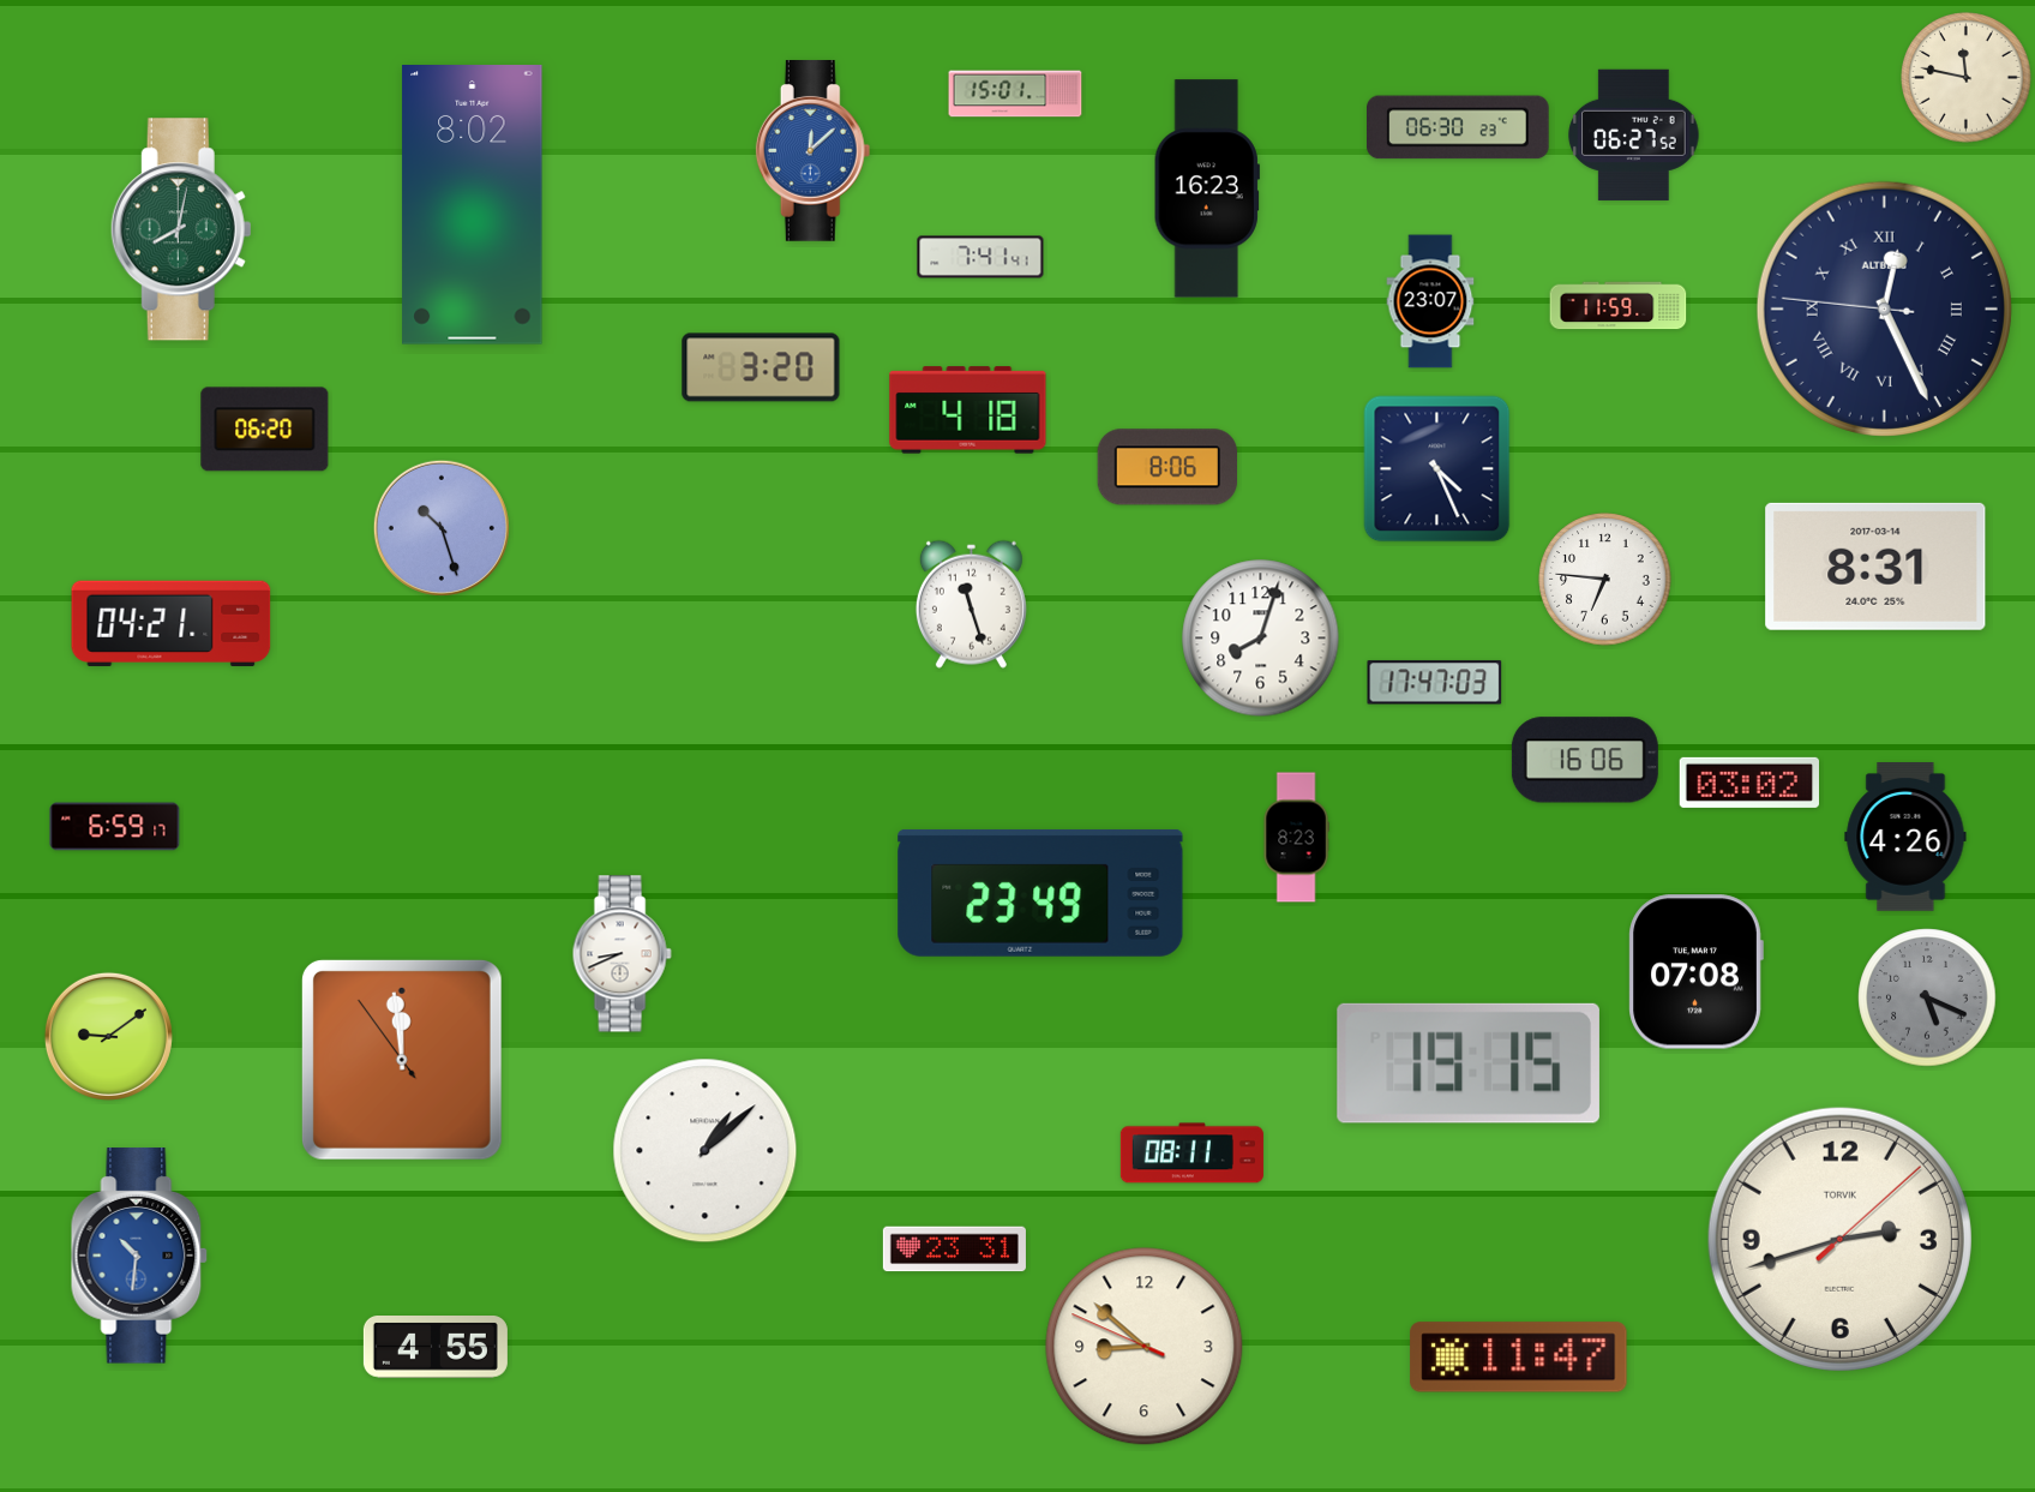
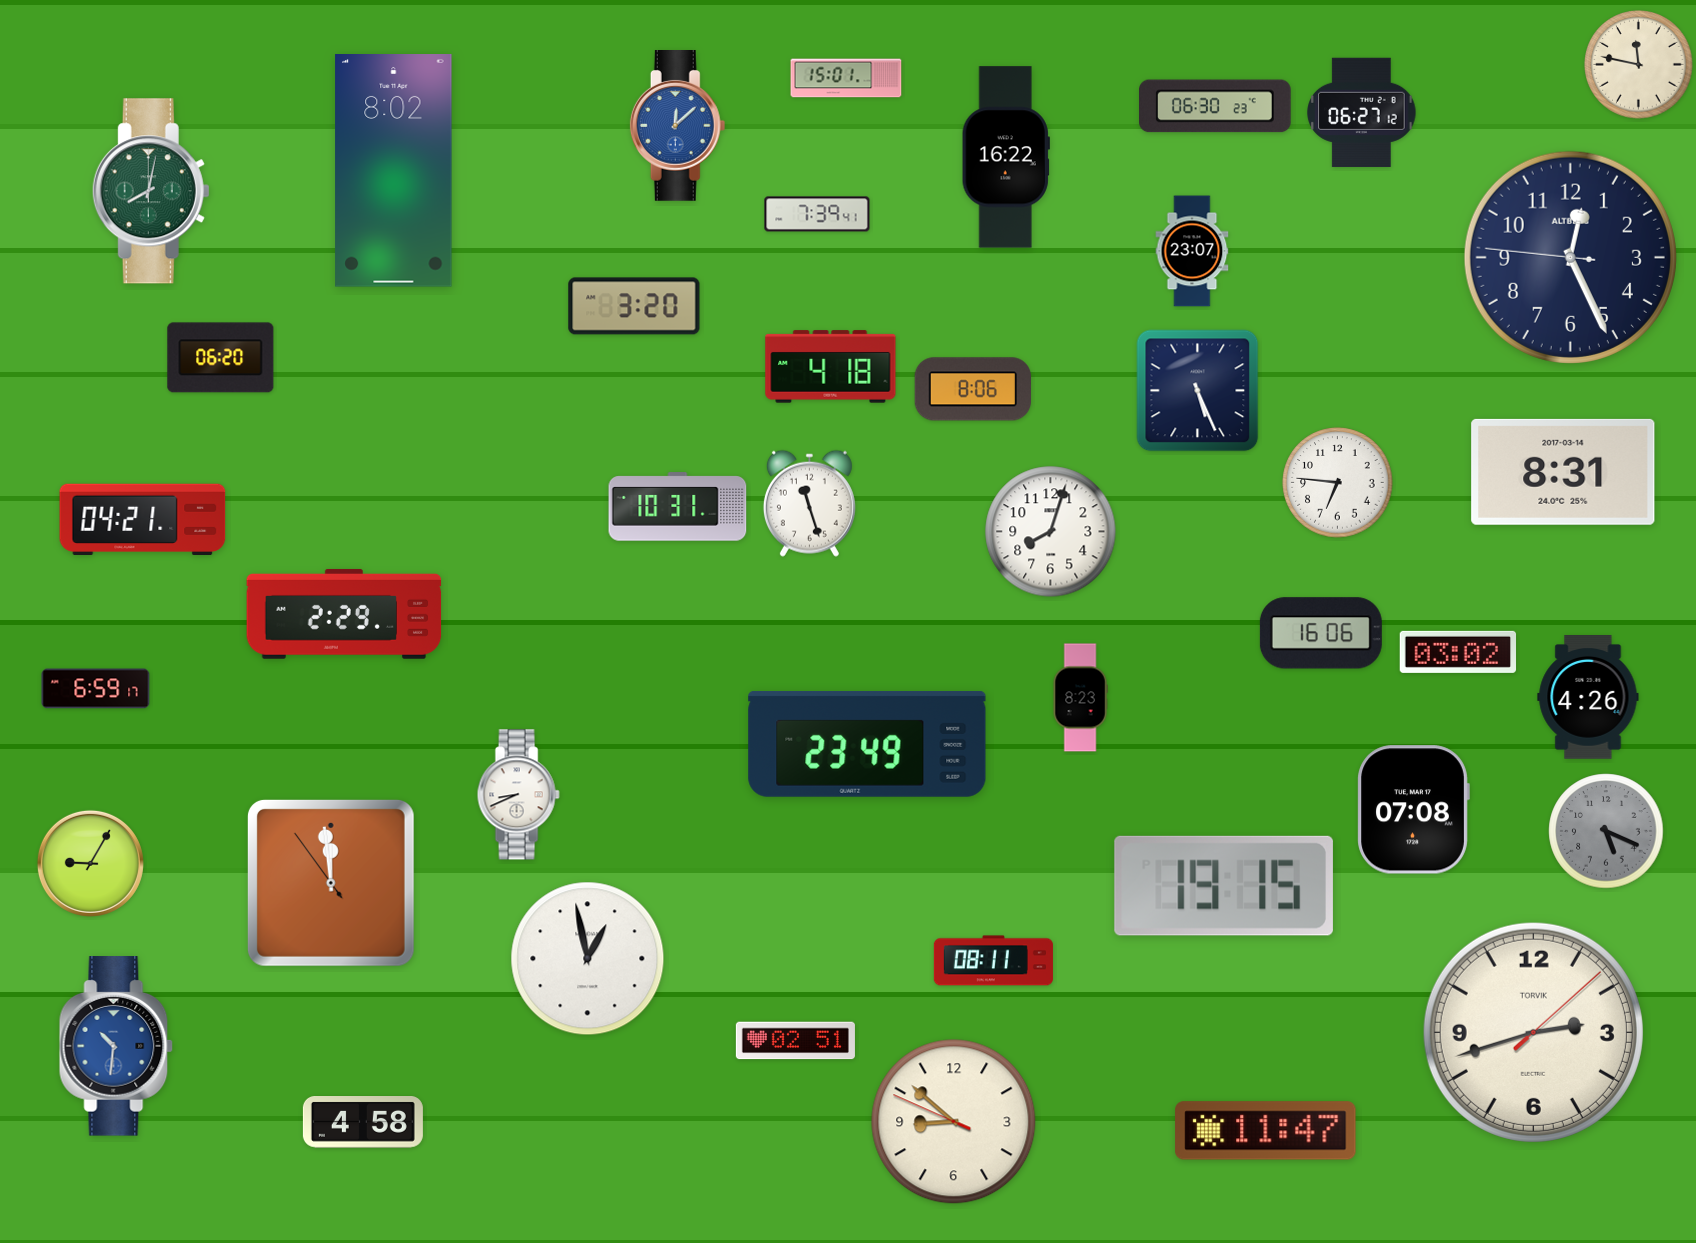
clock at (1634, 134): 06:27:52 -> 06:27:12
clock at (1207, 188): 16:23 -> 16:22
clock at (980, 257): 7:41 -> 7:39
clock at (1619, 306): 11:59 -> none
clock at (1884, 308) numerals: Roman -> Arabic
clock at (968, 411) position: (968, 411) -> (831, 367)
clock at (1437, 469): 4:26 -> 5:26
clock at (442, 528): 10:27 -> none
clock at (678, 507): none -> 10:31
clock at (1435, 683): 17:47 -> none
clock at (344, 614): none -> 2:29
clock at (108, 1036): 9:09 -> 9:05
clock at (402, 1060) position: (402, 1060) -> (331, 883)
clock at (706, 1151): 1:08 -> 12:58
clock at (954, 1250): 23:31 -> 02:51
clock at (436, 1348): 4:55 -> 4:58
